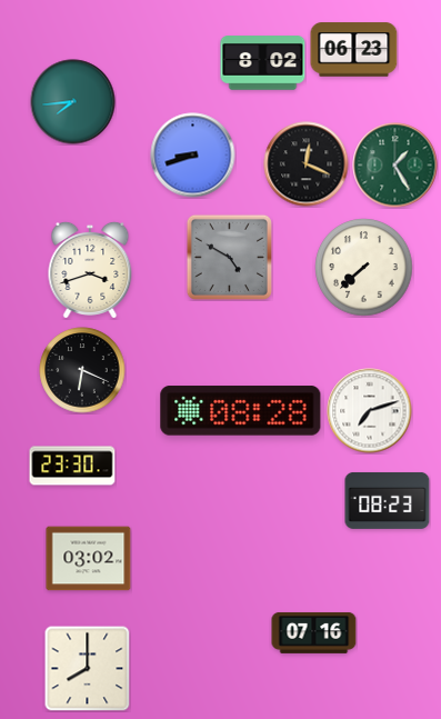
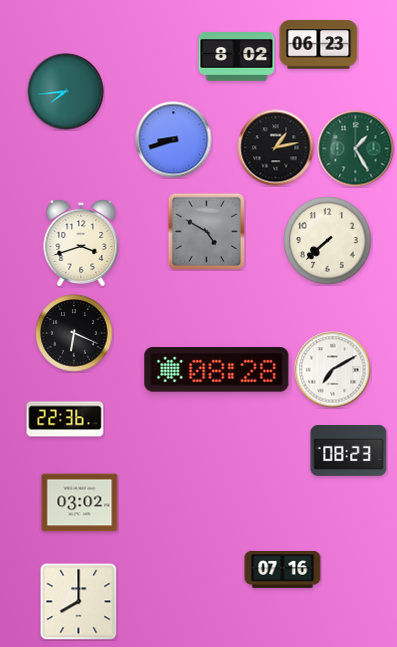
clock at (307, 164): 12:19 -> 1:13
clock at (370, 411): 7:12 -> 7:10
clock at (72, 466): 23:30 -> 22:36
